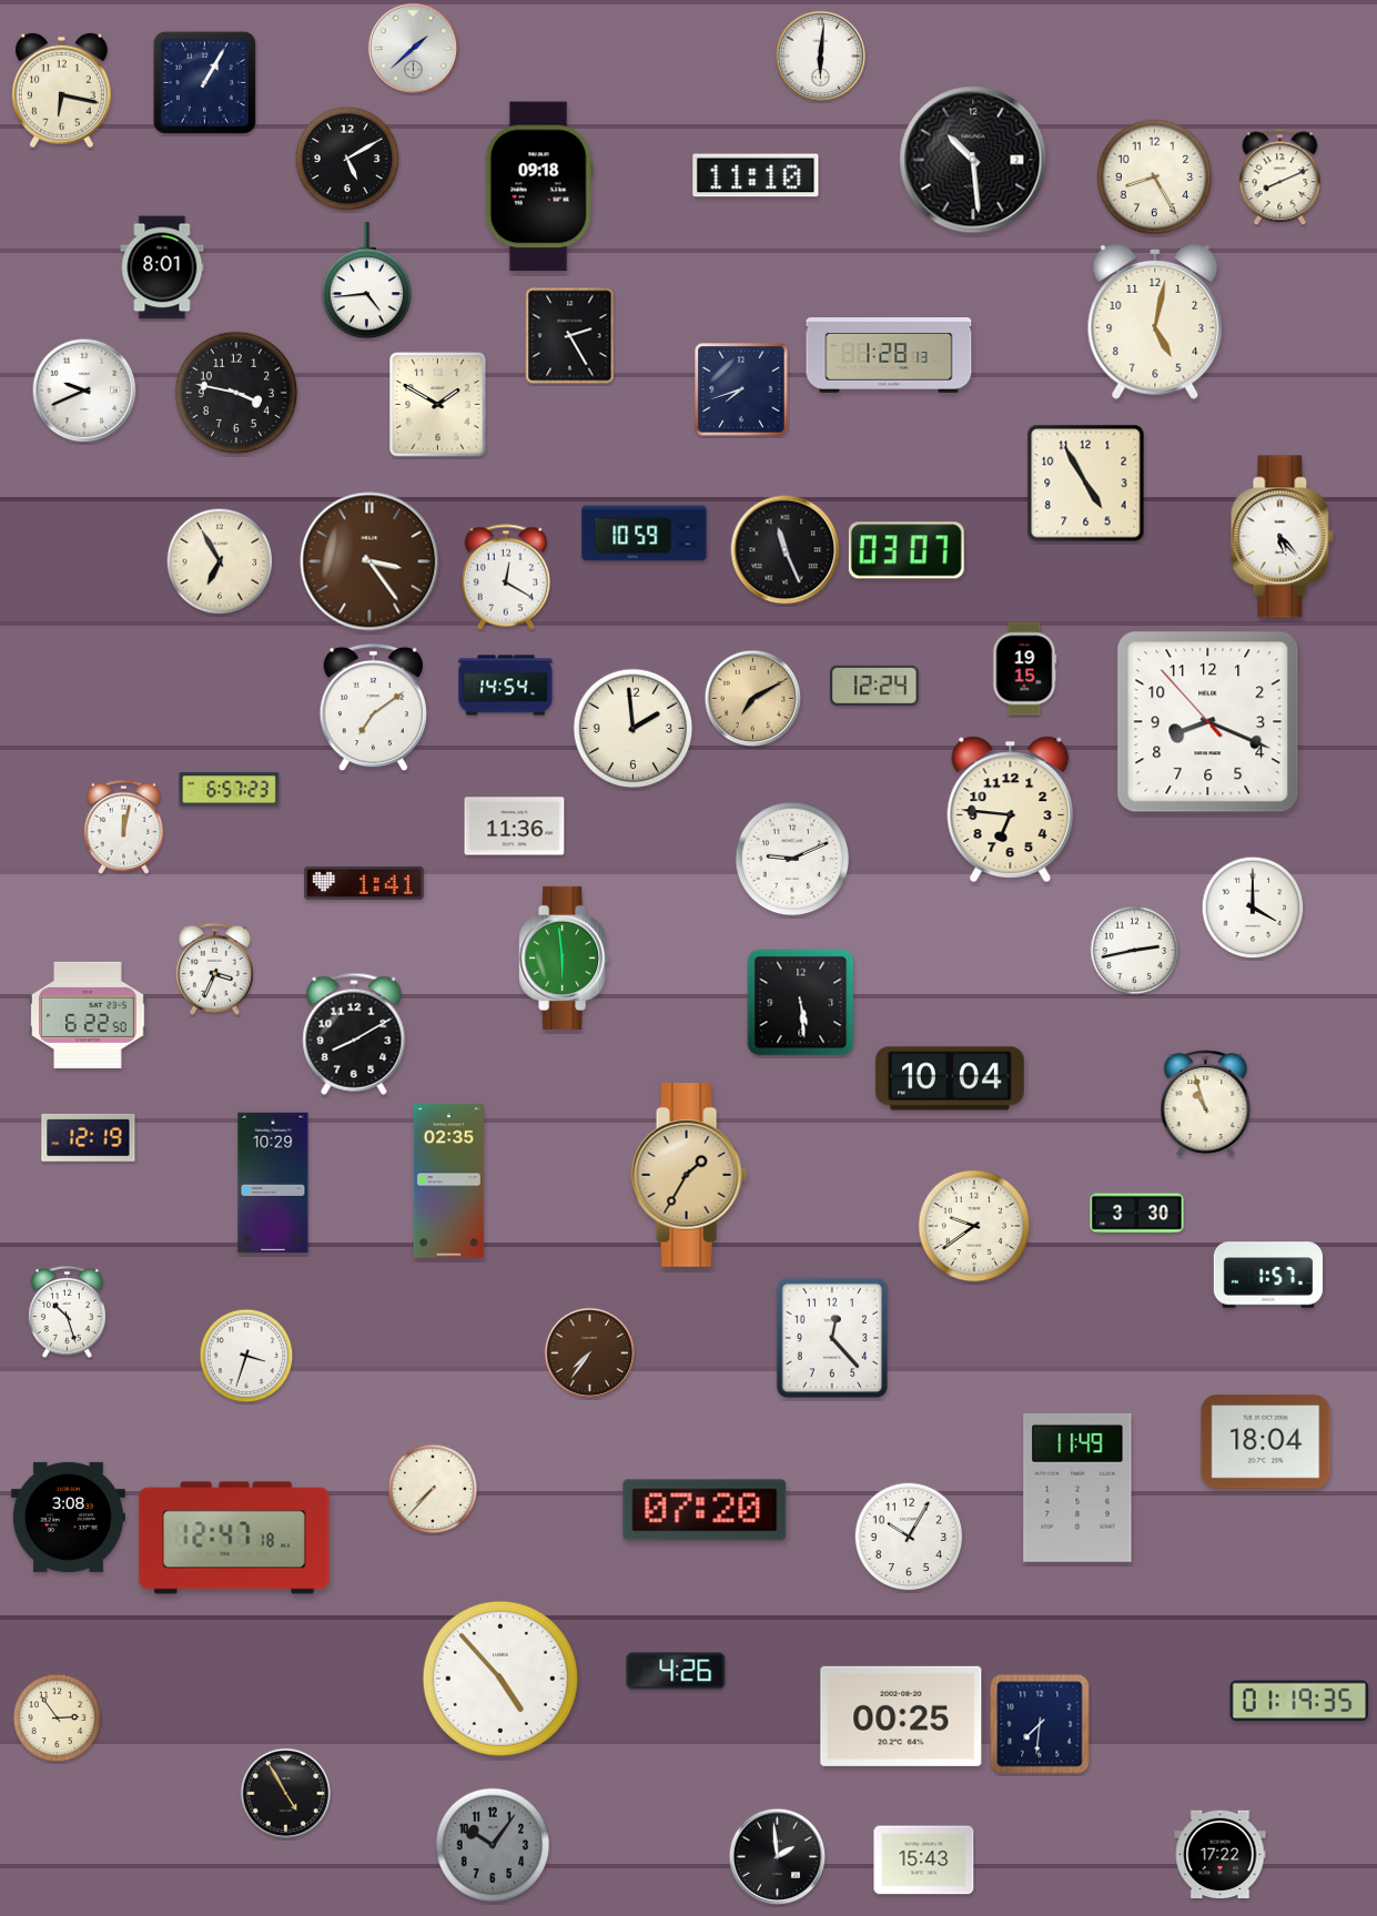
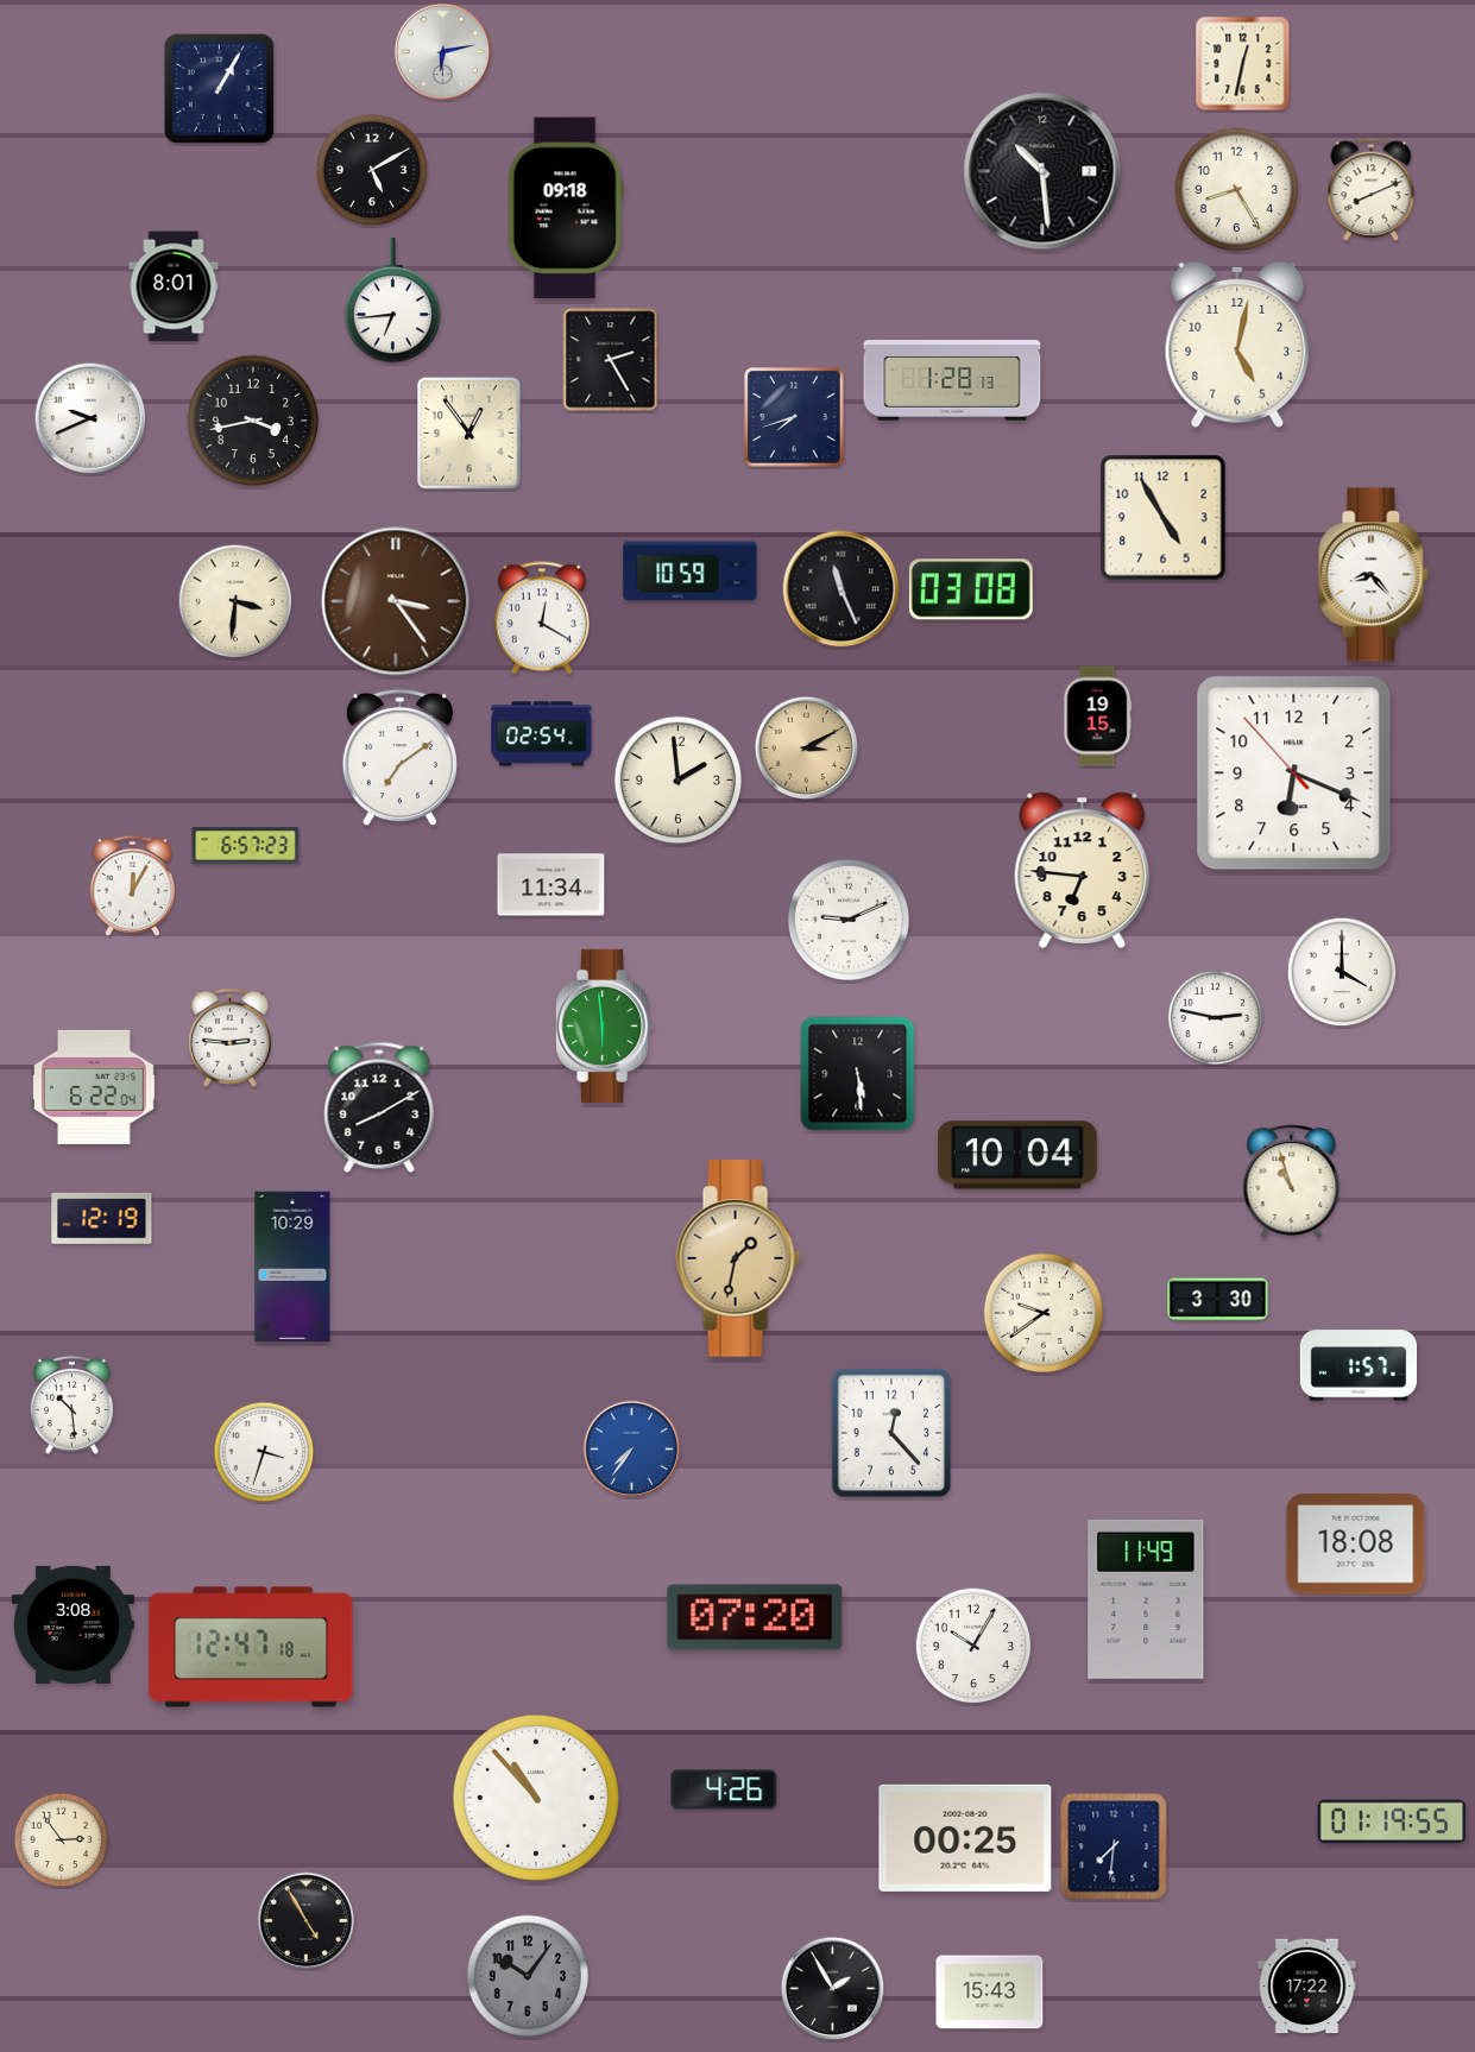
clock at (414, 49): 1:38 -> 6:13
clock at (821, 57): 6:01 -> none
clock at (1243, 64): none -> 12:32
clock at (61, 91): 6:17 -> none
clock at (756, 175): 11:10 -> none
clock at (539, 186) position: (539, 186) -> (566, 208)
clock at (366, 282): 4:44 -> 6:44
clock at (236, 393): 3:47 -> 3:43
clock at (438, 405): 1:50 -> 12:54
clock at (1283, 537): 5:23 -> 8:23
clock at (907, 550): 03:07 -> 03:08
clock at (220, 561): 6:55 -> 3:31
clock at (506, 686): 14:54 -> 02:54
clock at (874, 686): 12:24 -> none
clock at (753, 699): 7:10 -> 3:10
clock at (1208, 722): 8:18 -> 6:18
clock at (1011, 809) position: (1011, 809) -> (1083, 870)
clock at (123, 827): 12:02 -> 12:05
clock at (515, 827): 11:36 -> 11:34
clock at (364, 883): 1:41 -> none
clock at (1135, 951): 2:43 -> 2:47
clock at (214, 969): 3:34 -> 2:46
clock at (88, 1015): 6:22:50 -> 6:22:04
clock at (89, 1137) position: (89, 1137) -> (102, 1218)
clock at (689, 1175): 1:35 -> 1:32
clock at (448, 1182): 02:35 -> none
clock at (67, 1311): 10:27 -> 10:29
clock at (590, 1354) dial: brown -> blue
clock at (1266, 1442): 18:04 -> 18:08
clock at (1077, 1488) position: (1077, 1488) -> (1146, 1599)
clock at (433, 1489): 7:37 -> none
clock at (500, 1679): 4:53 -> 10:53
clock at (1299, 1701): 01:19:35 -> 01:19:55
clock at (778, 1857): 1:59 -> 1:55
